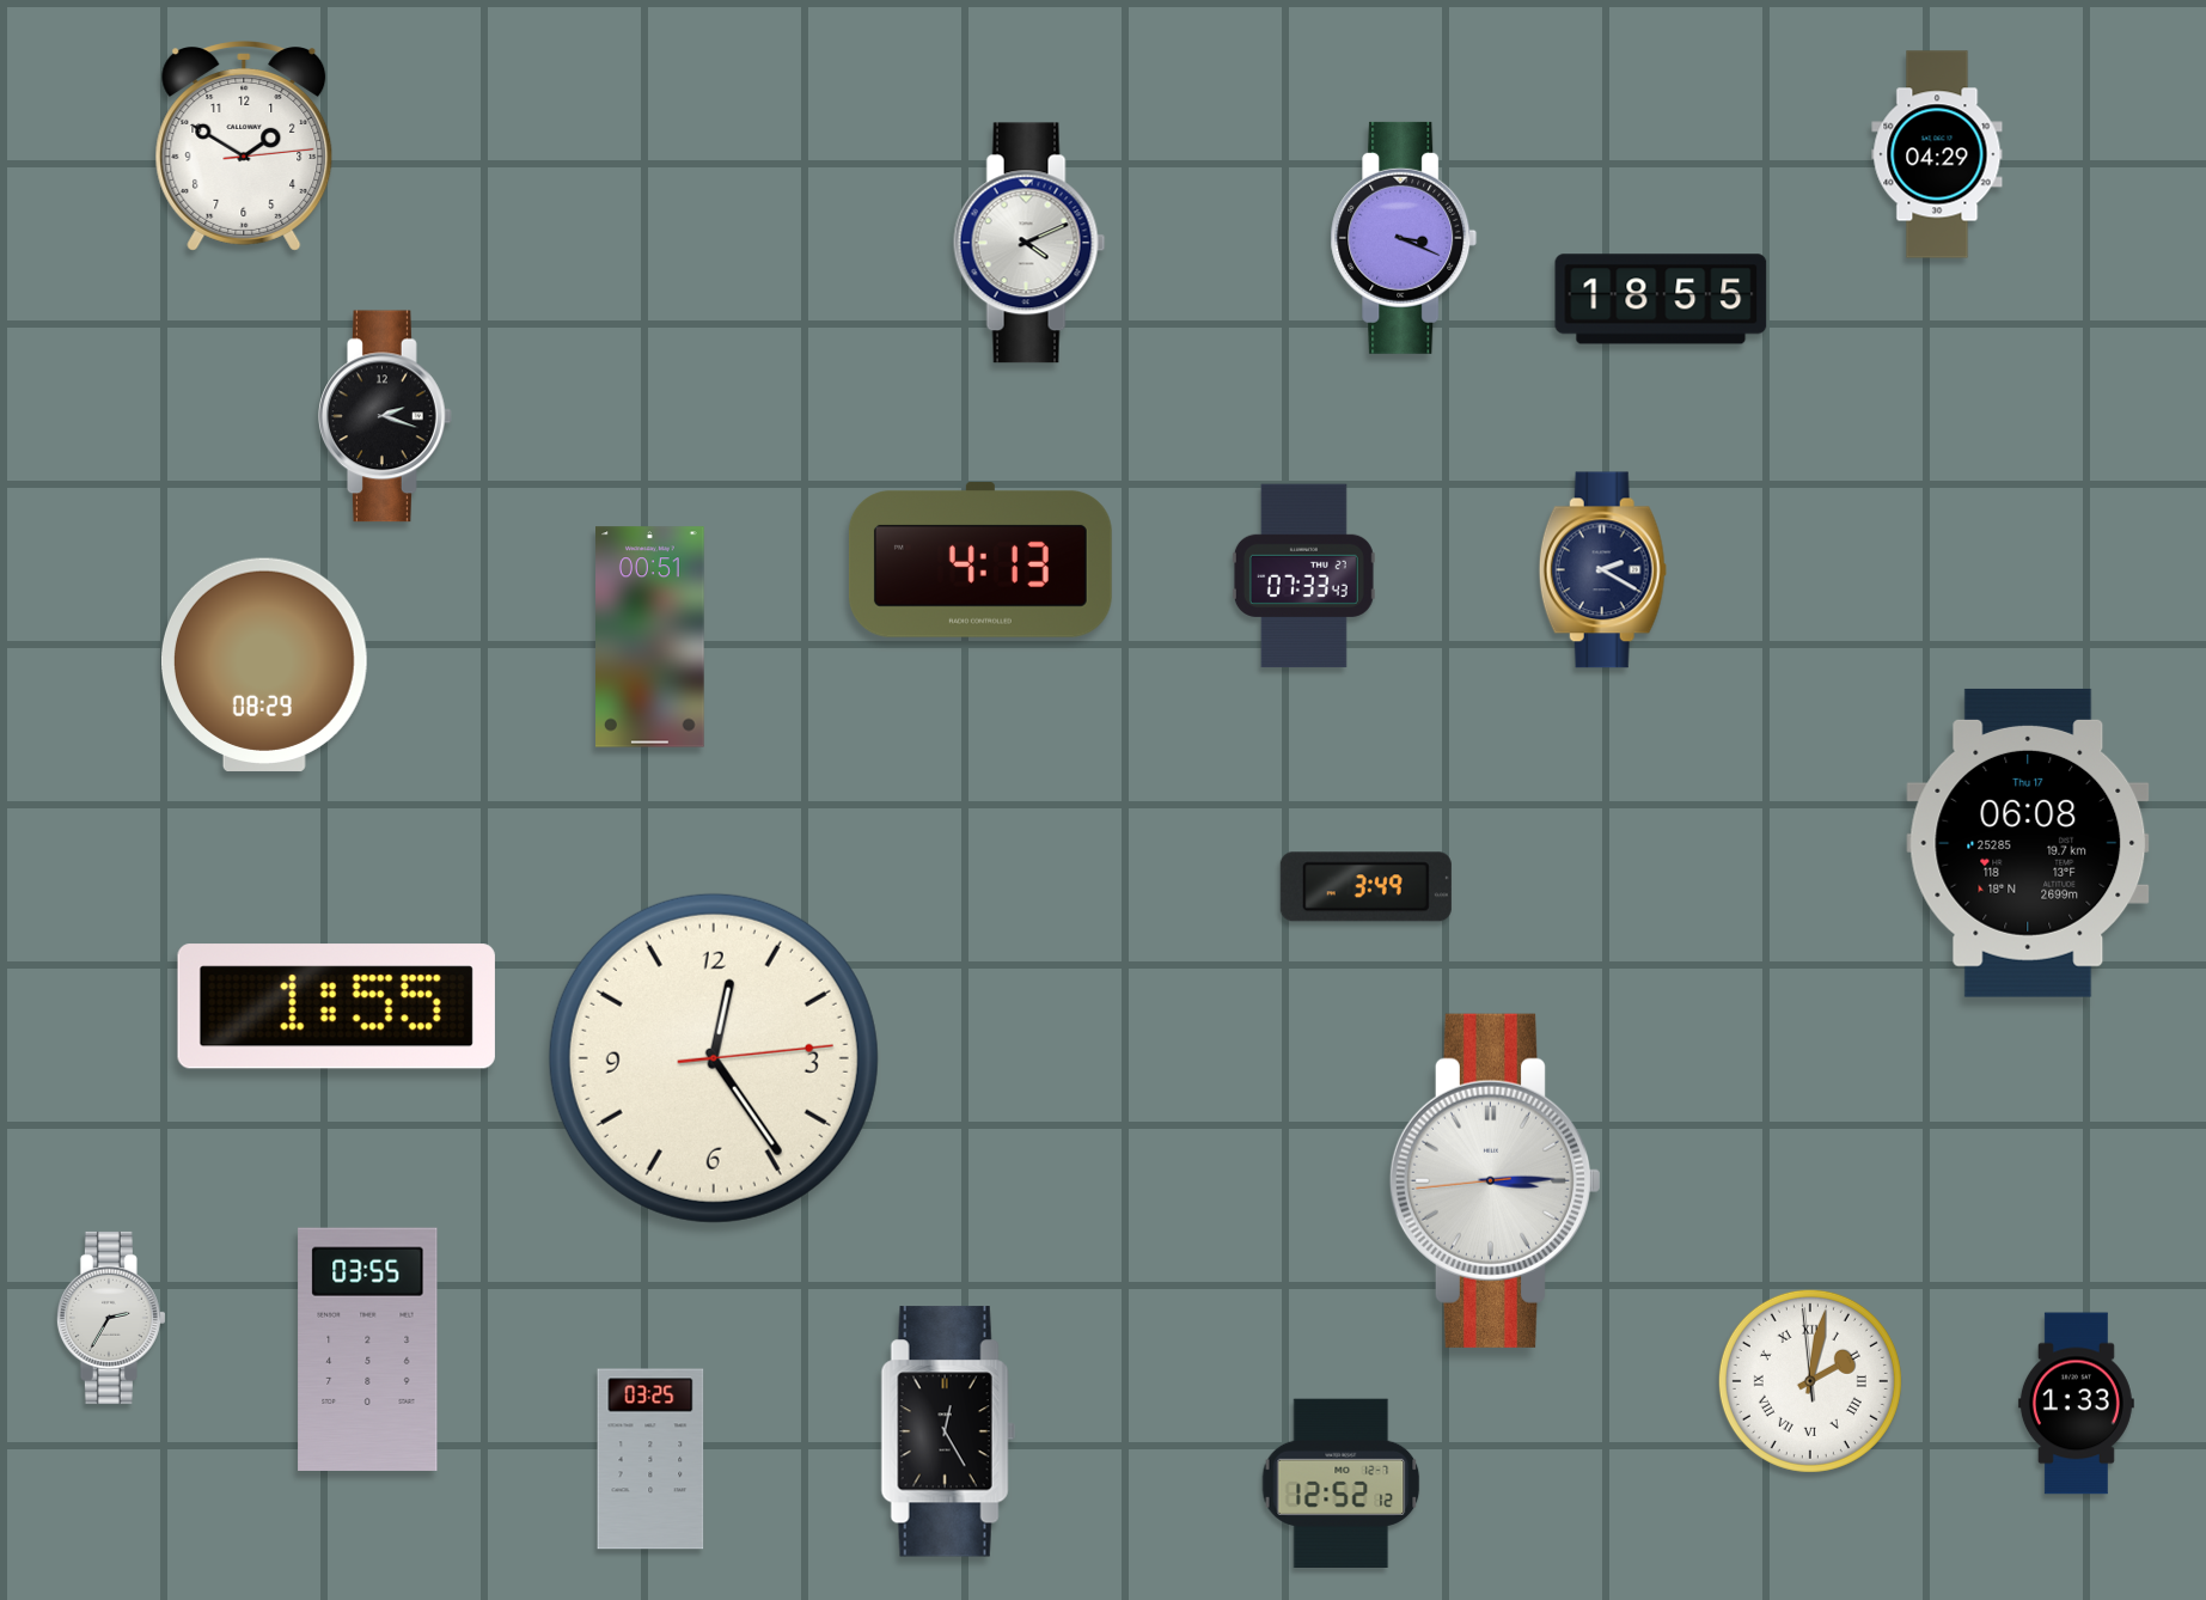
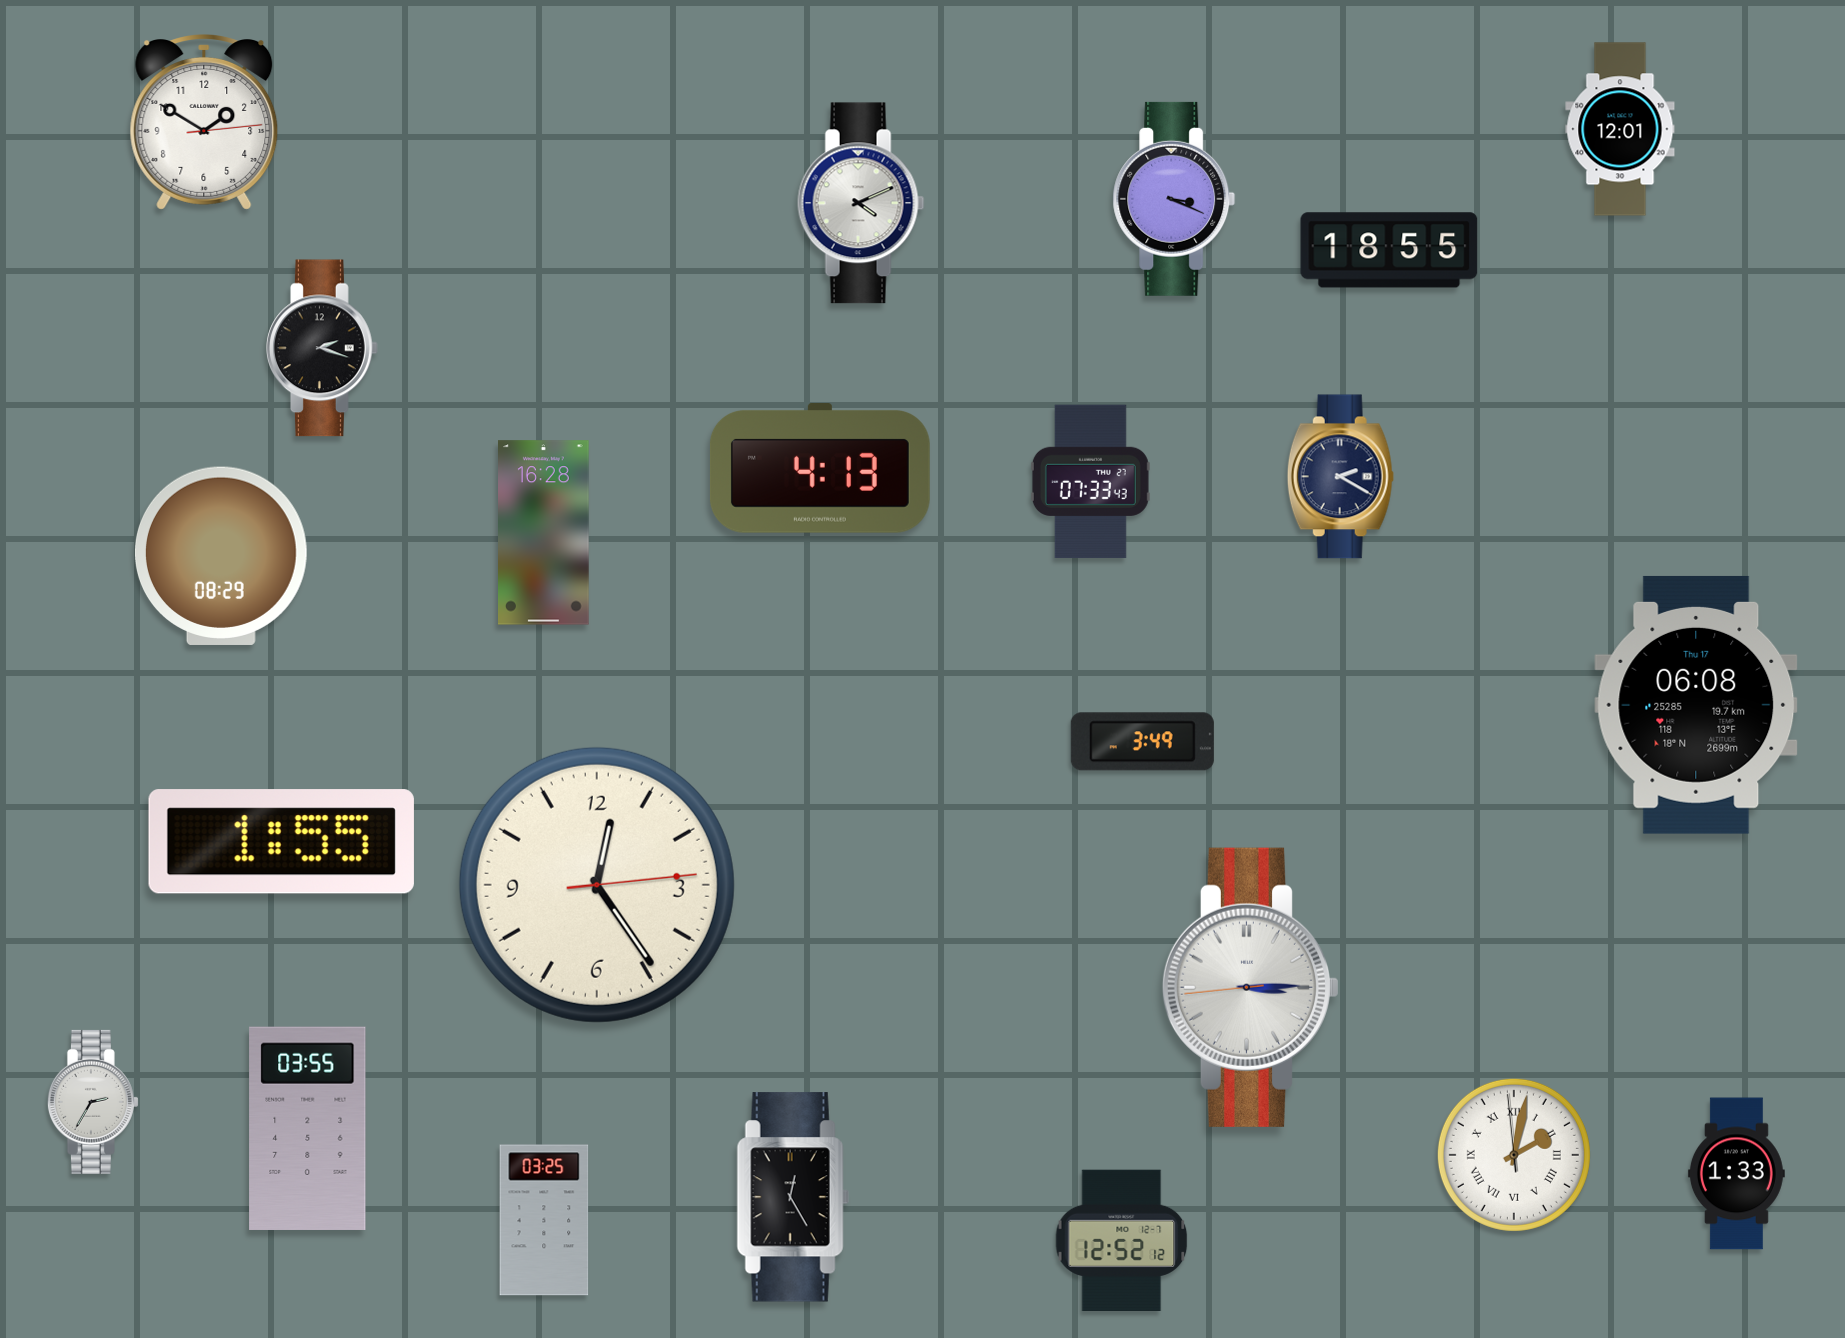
clock at (1937, 154): 04:29 -> 12:01
clock at (650, 637): 00:51 -> 16:28
